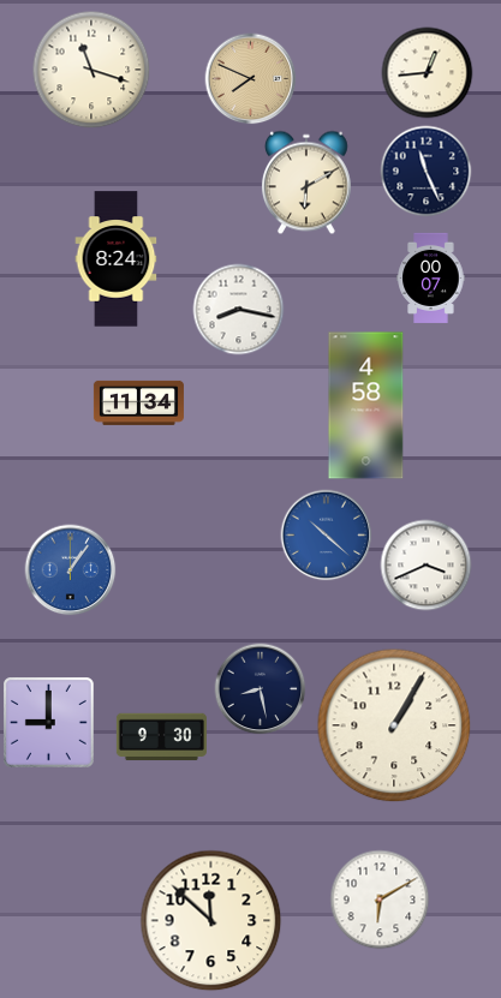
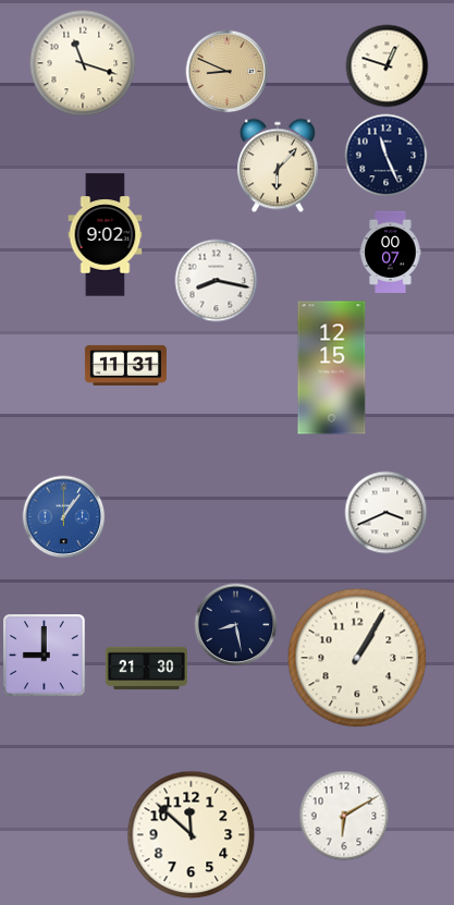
clock at (428, 73): 12:44 -> 12:48
clock at (251, 79): 7:49 -> 8:49
clock at (306, 183): 6:10 -> 6:07
clock at (117, 259): 8:24 -> 9:02
clock at (138, 402): 11:34 -> 11:31
clock at (366, 406): 4:58 -> 12:15
clock at (327, 536): 10:22 -> none
clock at (161, 737): 9:30 -> 21:30
